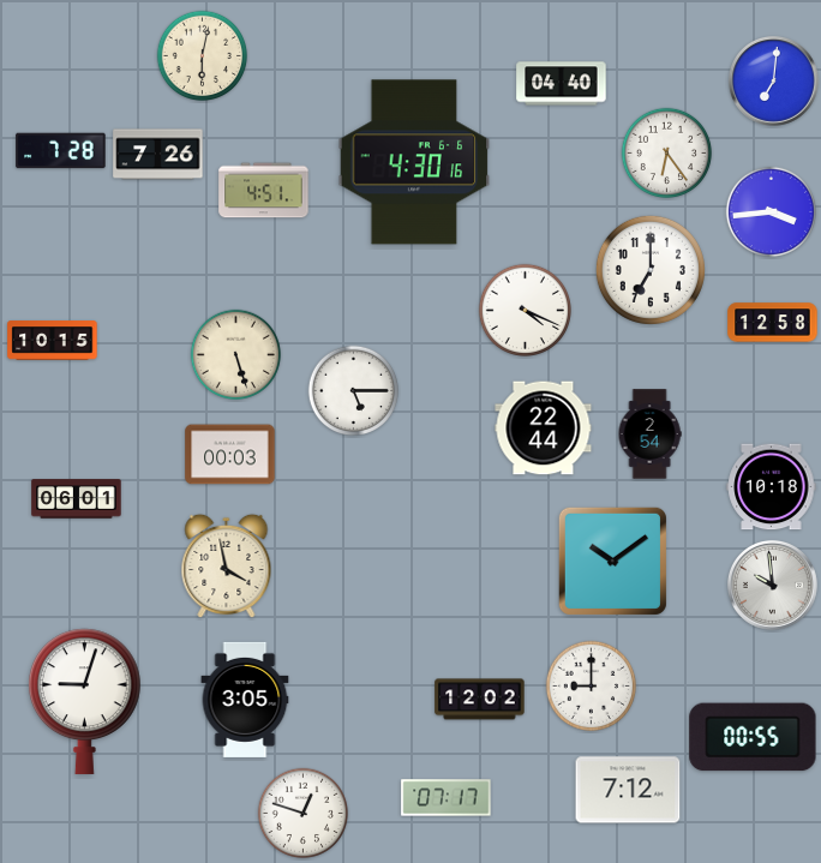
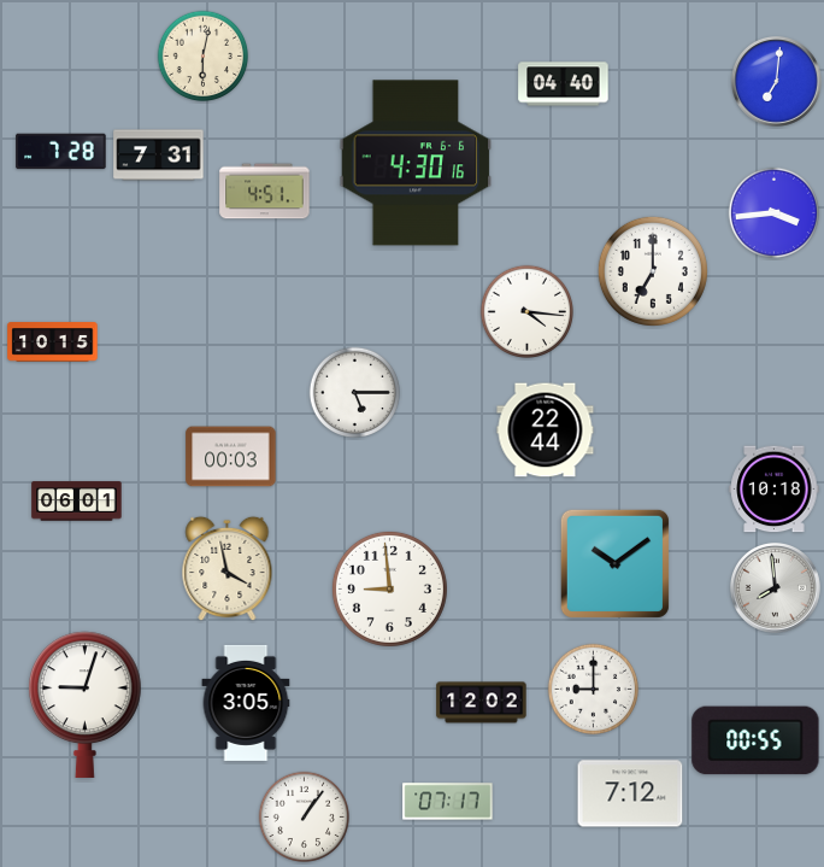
clock at (667, 154): 6:24 -> none
clock at (158, 155): 7:26 -> 7:31
clock at (525, 310): 4:19 -> 4:16
clock at (773, 323): 12:58 -> none
clock at (236, 355): 5:27 -> none
clock at (649, 435): 2:54 -> none
clock at (772, 585): 9:59 -> 7:59
clock at (389, 588): none -> 8:59
clock at (304, 814): 12:48 -> 1:06
